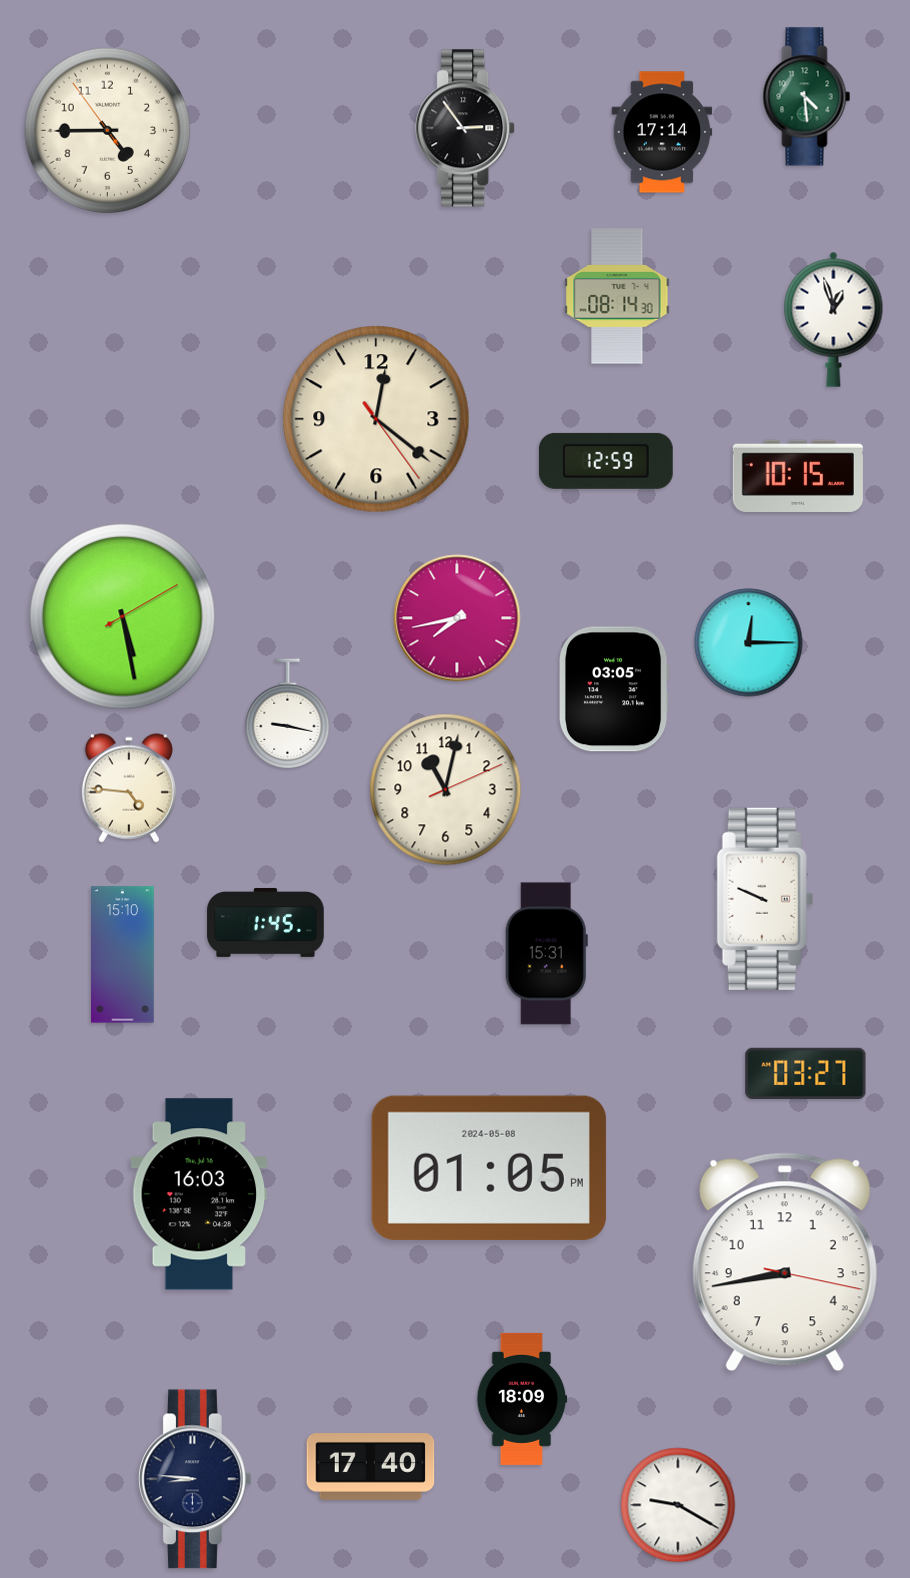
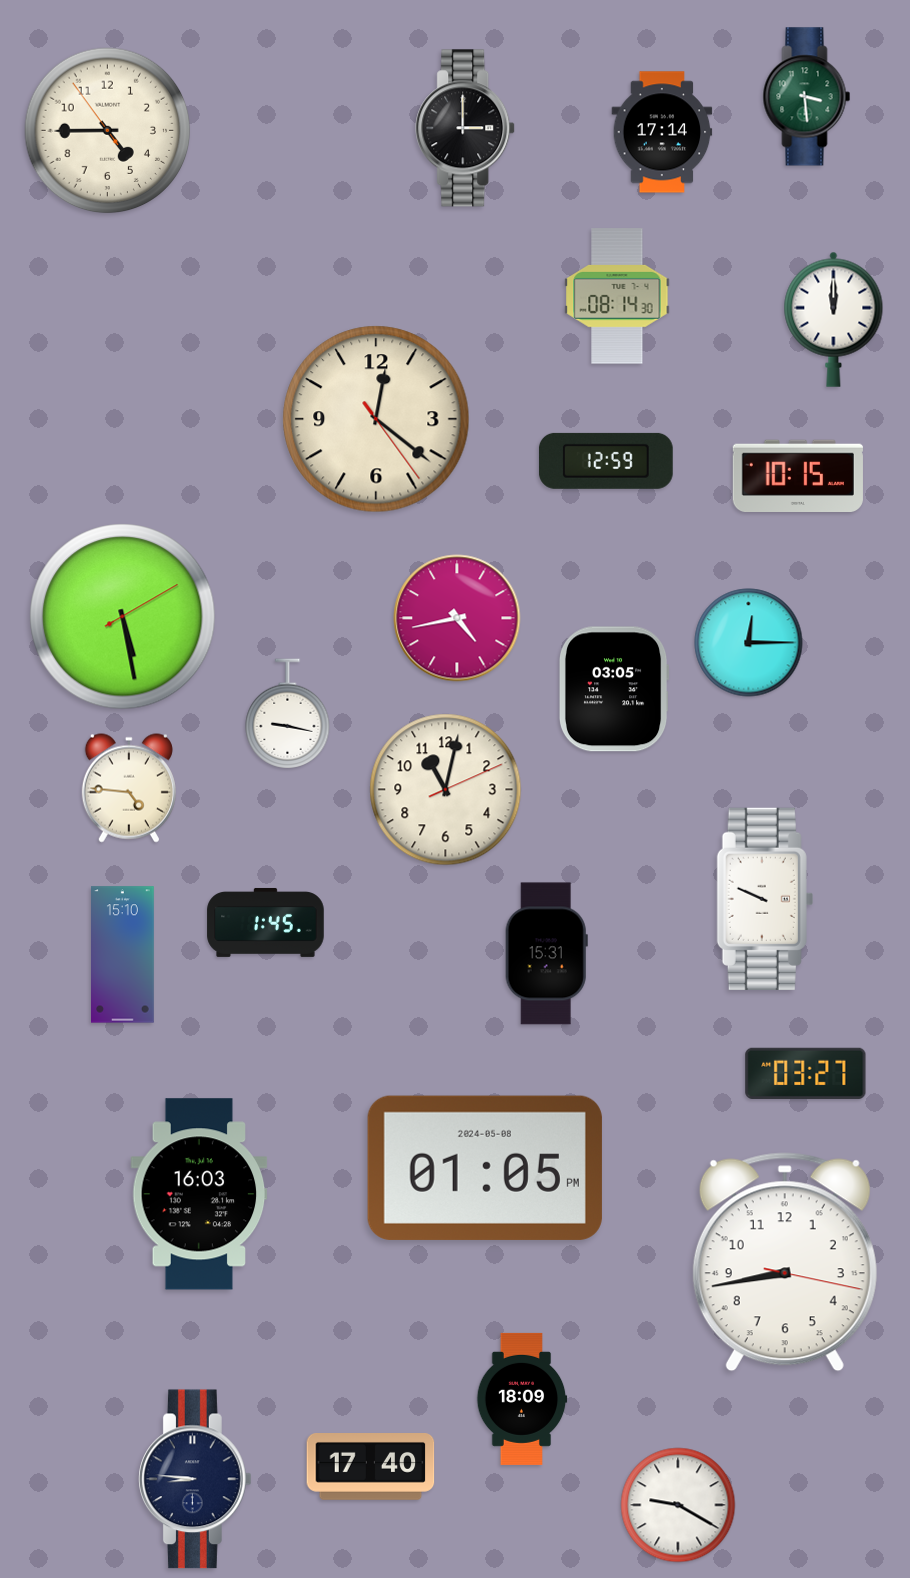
clock at (807, 97): 4:29 -> 3:29
clock at (466, 128): 2:54 -> 3:00
clock at (834, 319): 12:57 -> 12:00
clock at (457, 618): 7:43 -> 4:43
clock at (489, 1168) position: (489, 1168) -> (485, 1168)
